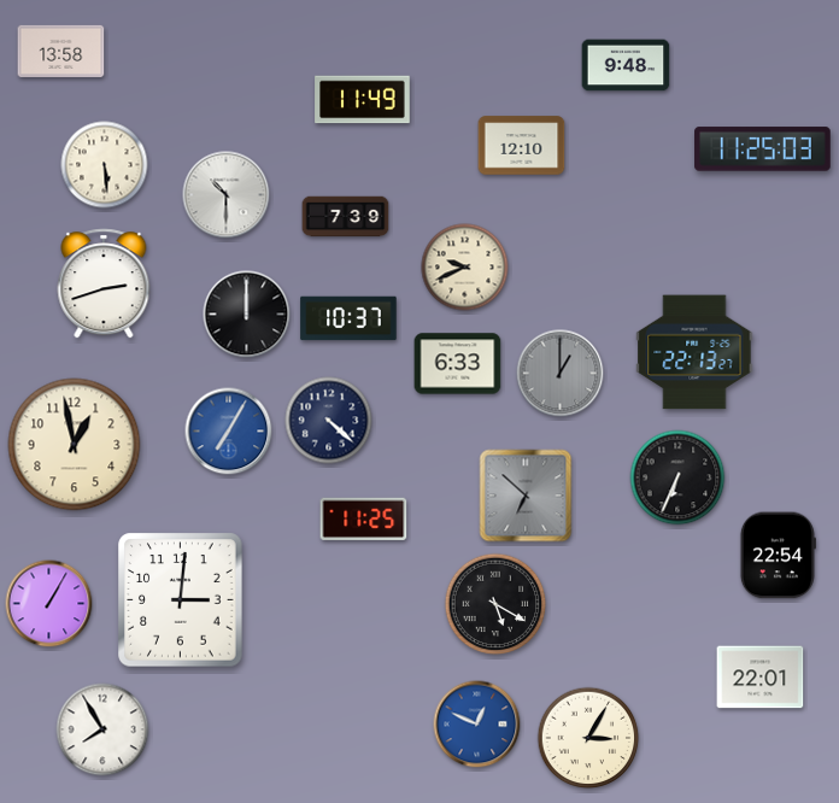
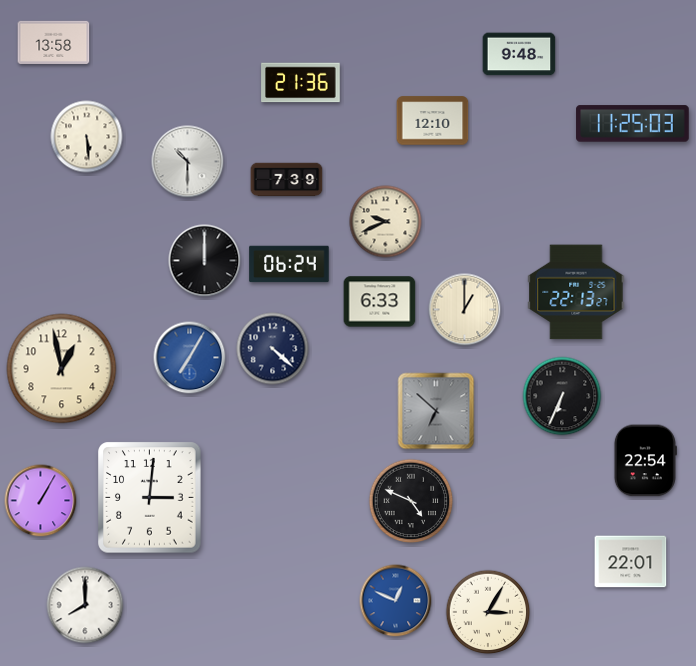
clock at (61, 51) position: (61, 51) -> (54, 42)
clock at (363, 100): 11:49 -> 21:36
clock at (104, 283): 2:42 -> none
clock at (348, 318): 10:37 -> 06:24
clock at (561, 374) dial: grey -> cream
clock at (364, 518): 11:25 -> none
clock at (495, 604): 5:20 -> 4:49
clock at (102, 729): 7:55 -> 8:00
